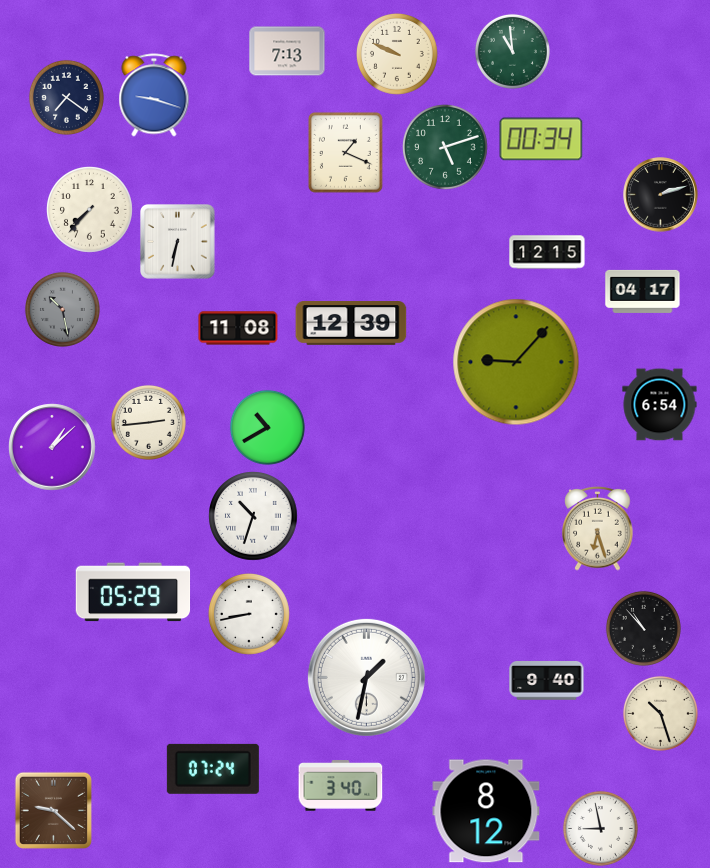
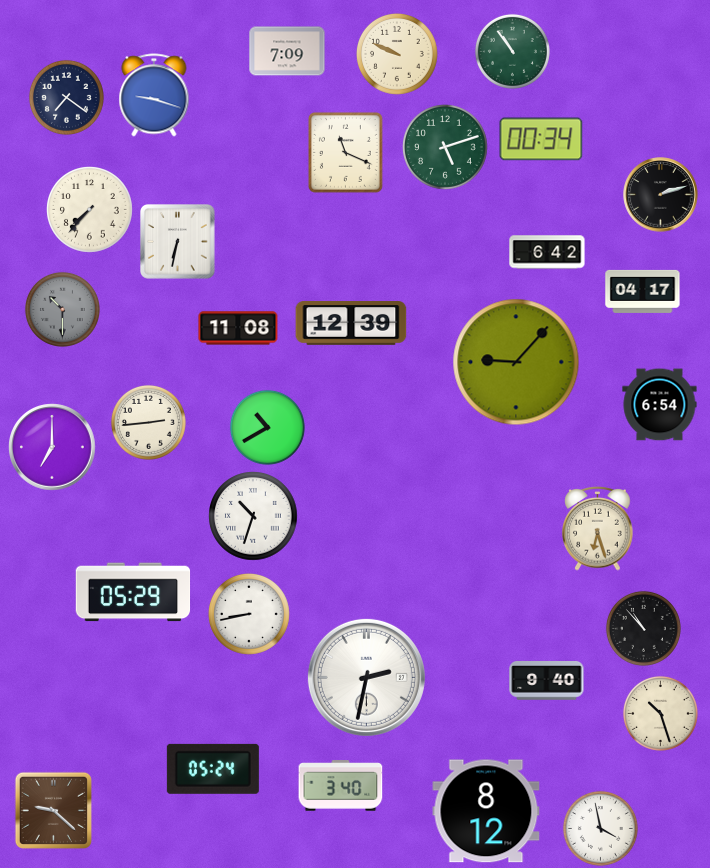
clock at (287, 51): 7:13 -> 7:09
clock at (512, 51): 10:59 -> 10:54
clock at (345, 152): 1:19 -> 11:19
clock at (547, 252): 12:15 -> 6:42
clock at (62, 309): 10:28 -> 10:30
clock at (52, 447): 1:08 -> 7:00
clock at (366, 677): 1:32 -> 2:32
clock at (213, 769): 07:24 -> 05:24
clock at (600, 828): 8:58 -> 3:58
